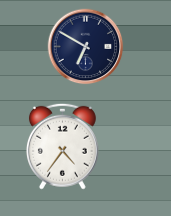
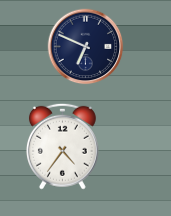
clock at (86, 47): 6:50 -> 6:49
